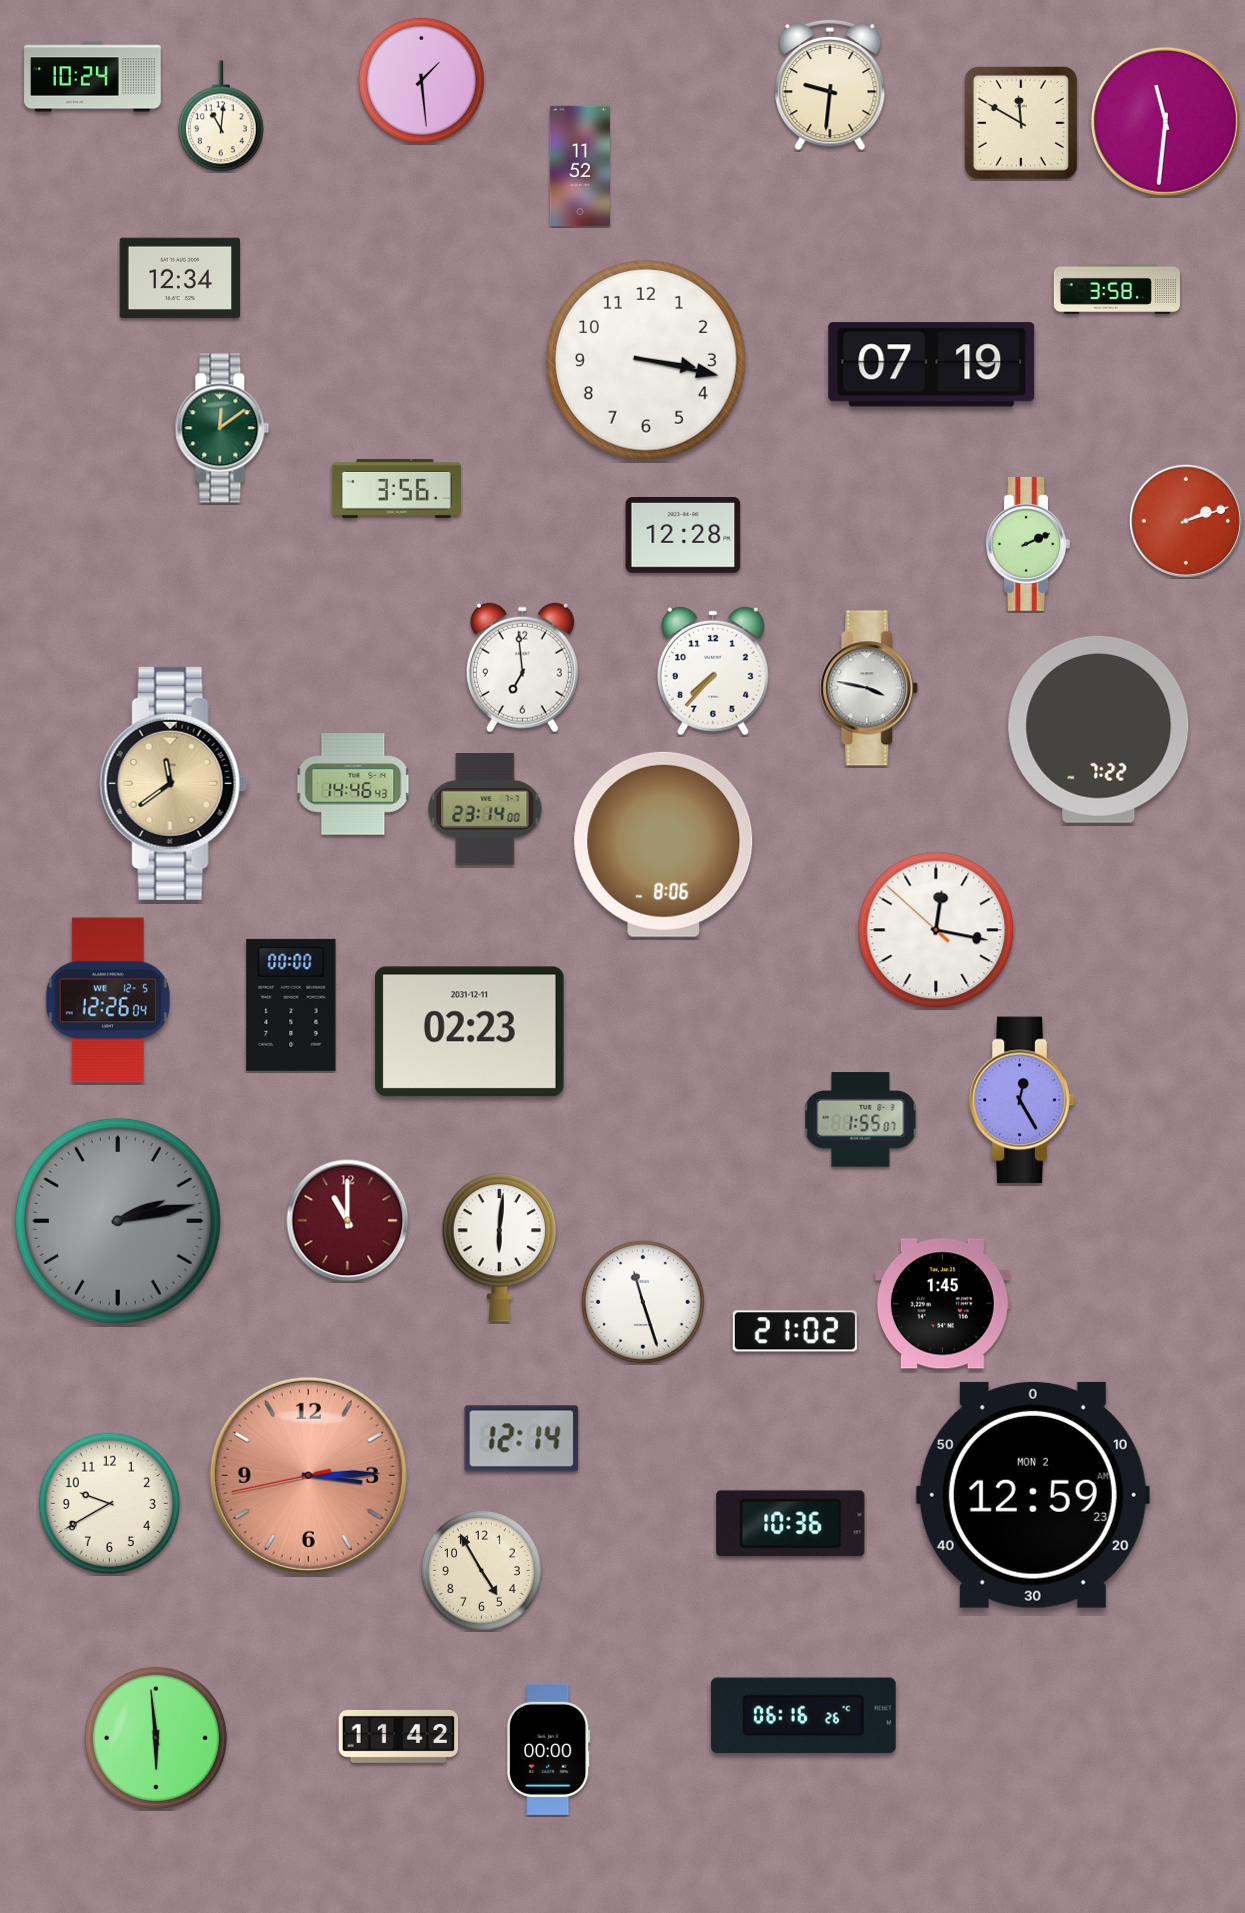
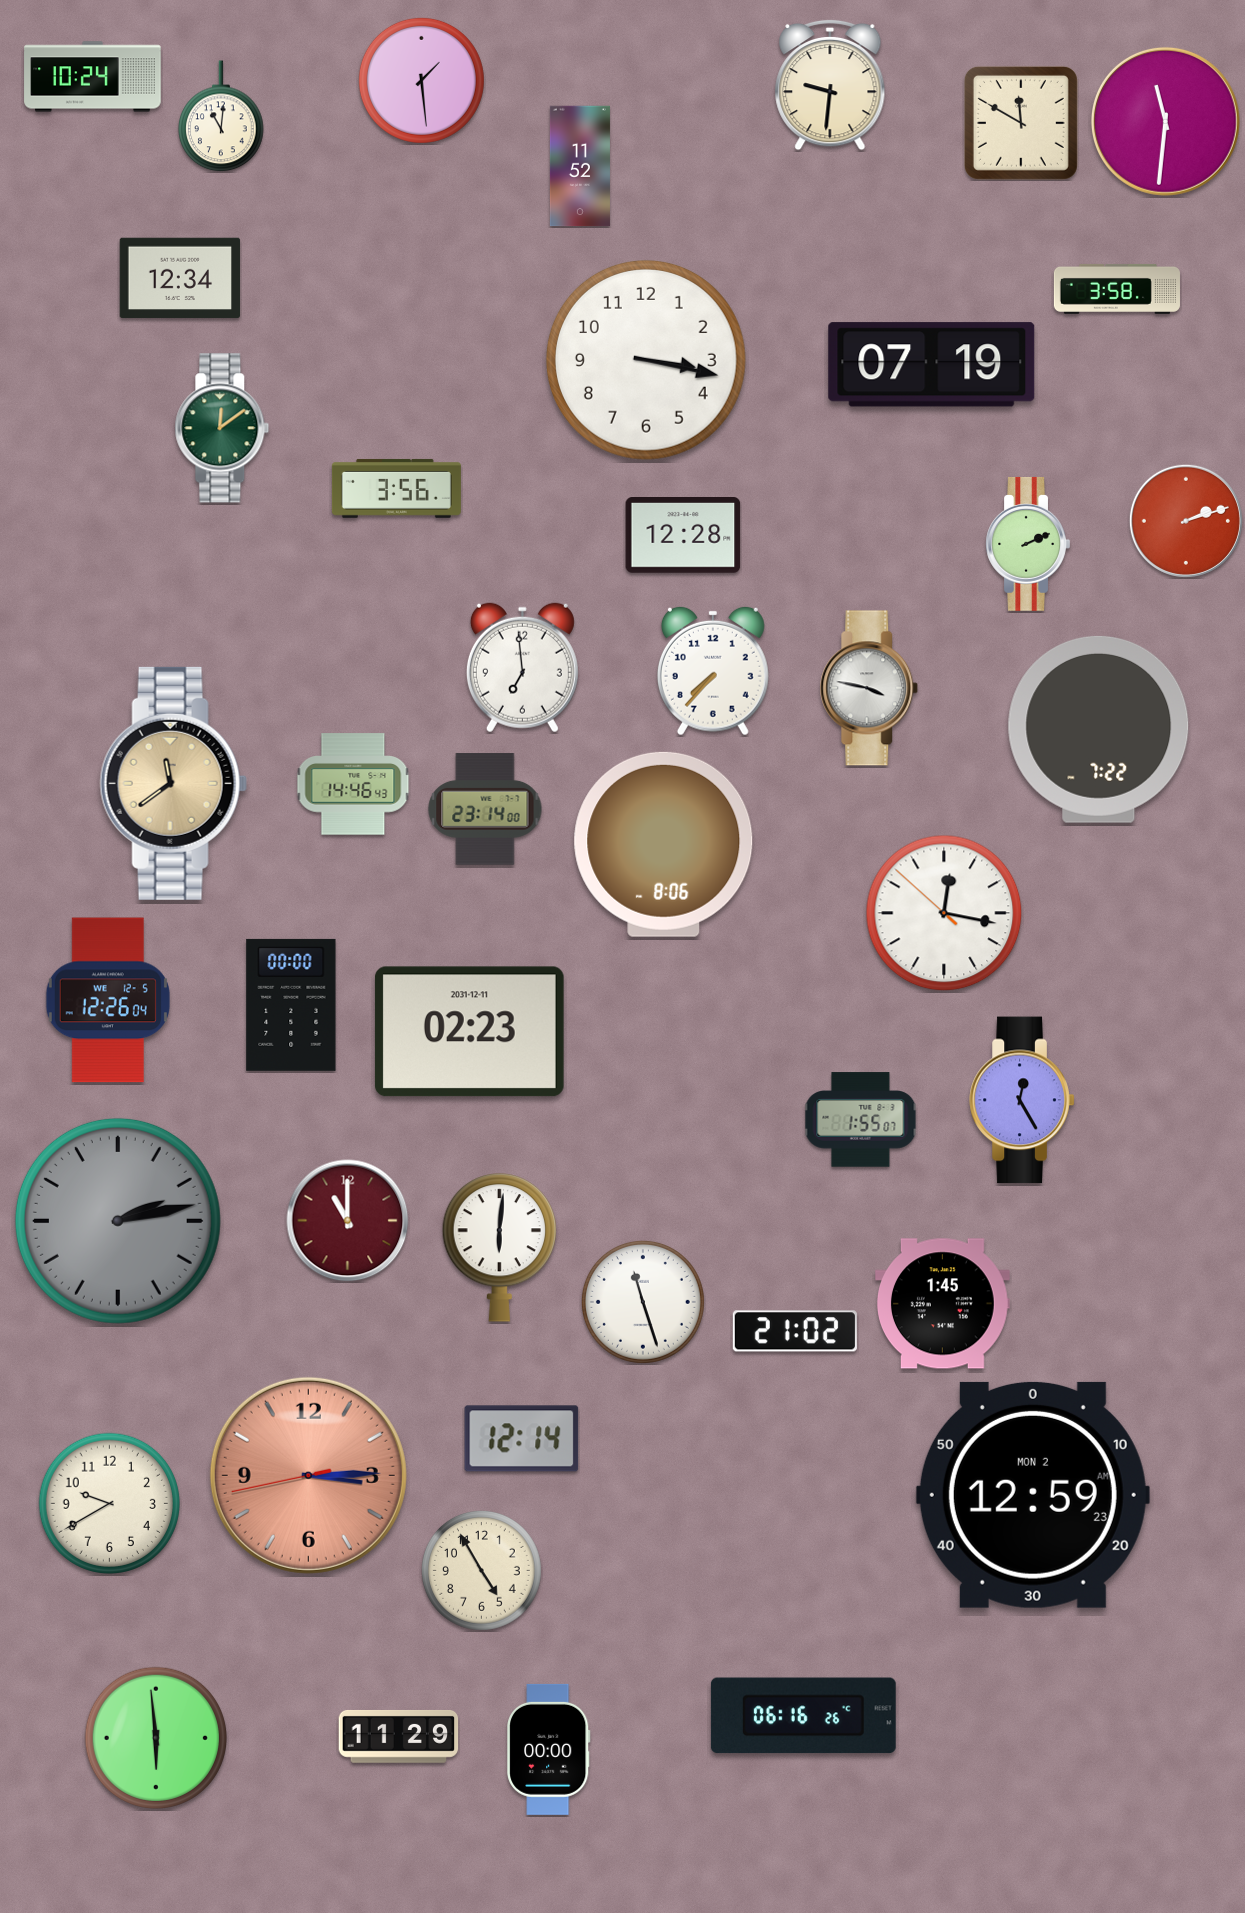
clock at (936, 930) position: (936, 930) -> (944, 913)
clock at (791, 1524): 10:36 -> none
clock at (399, 1736): 11:42 -> 11:29
